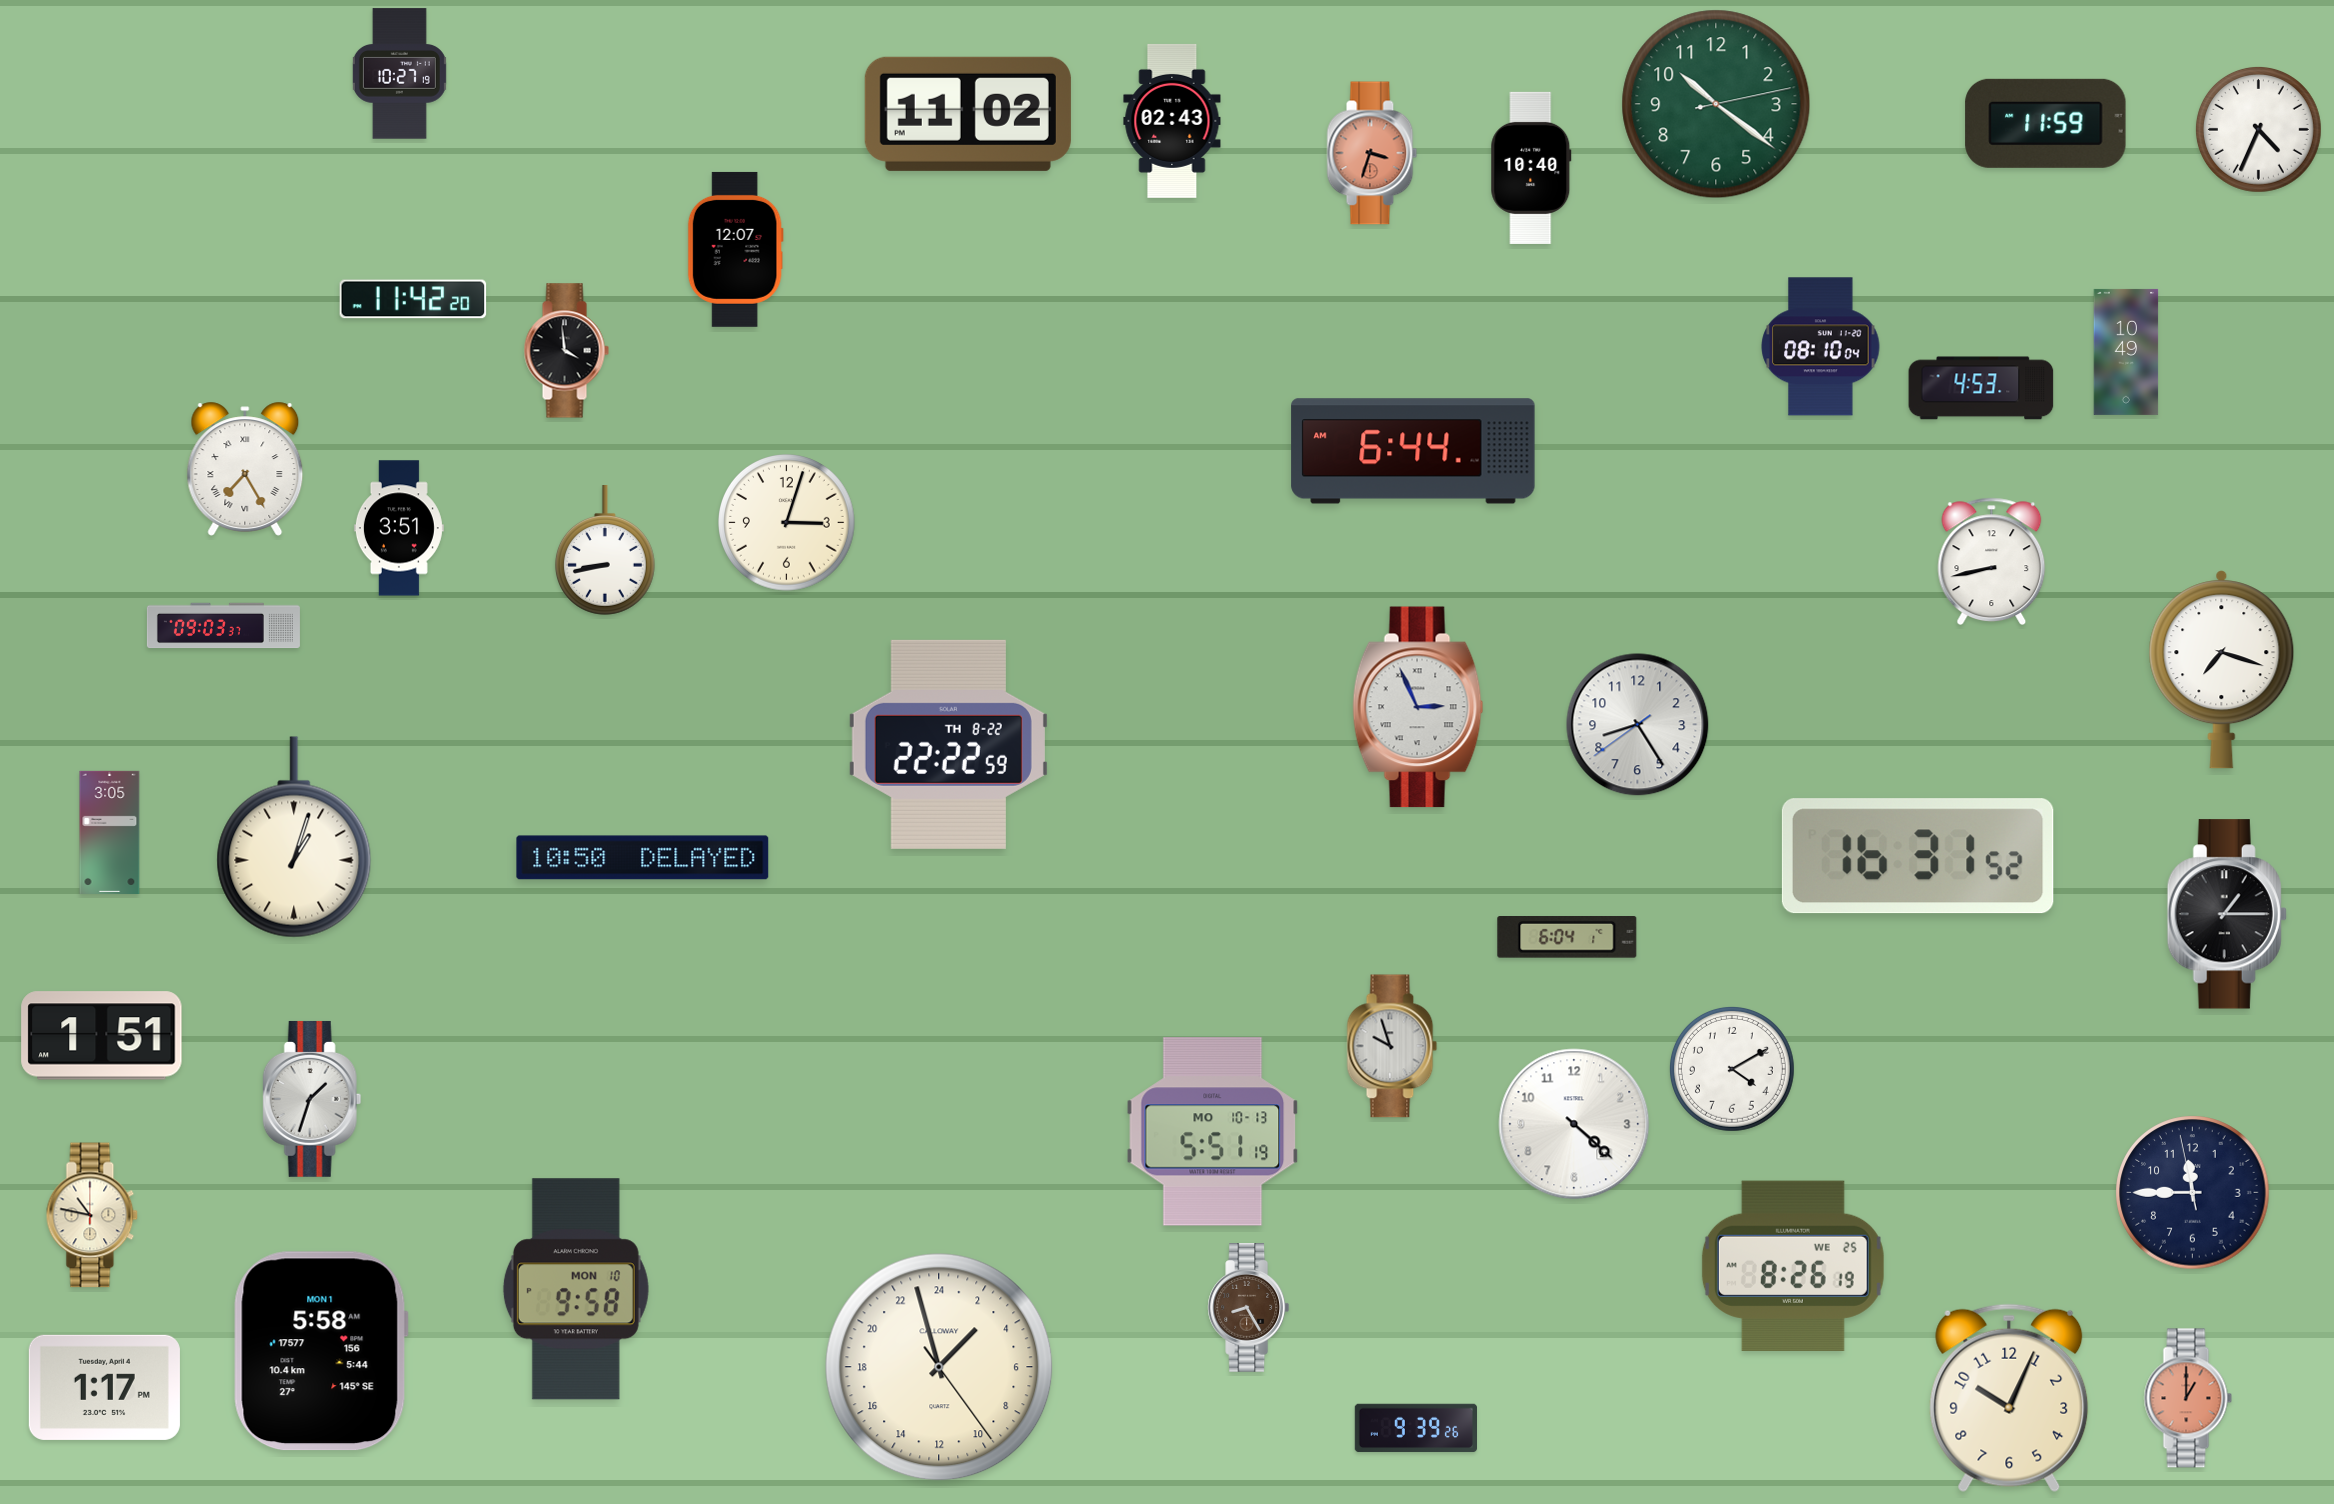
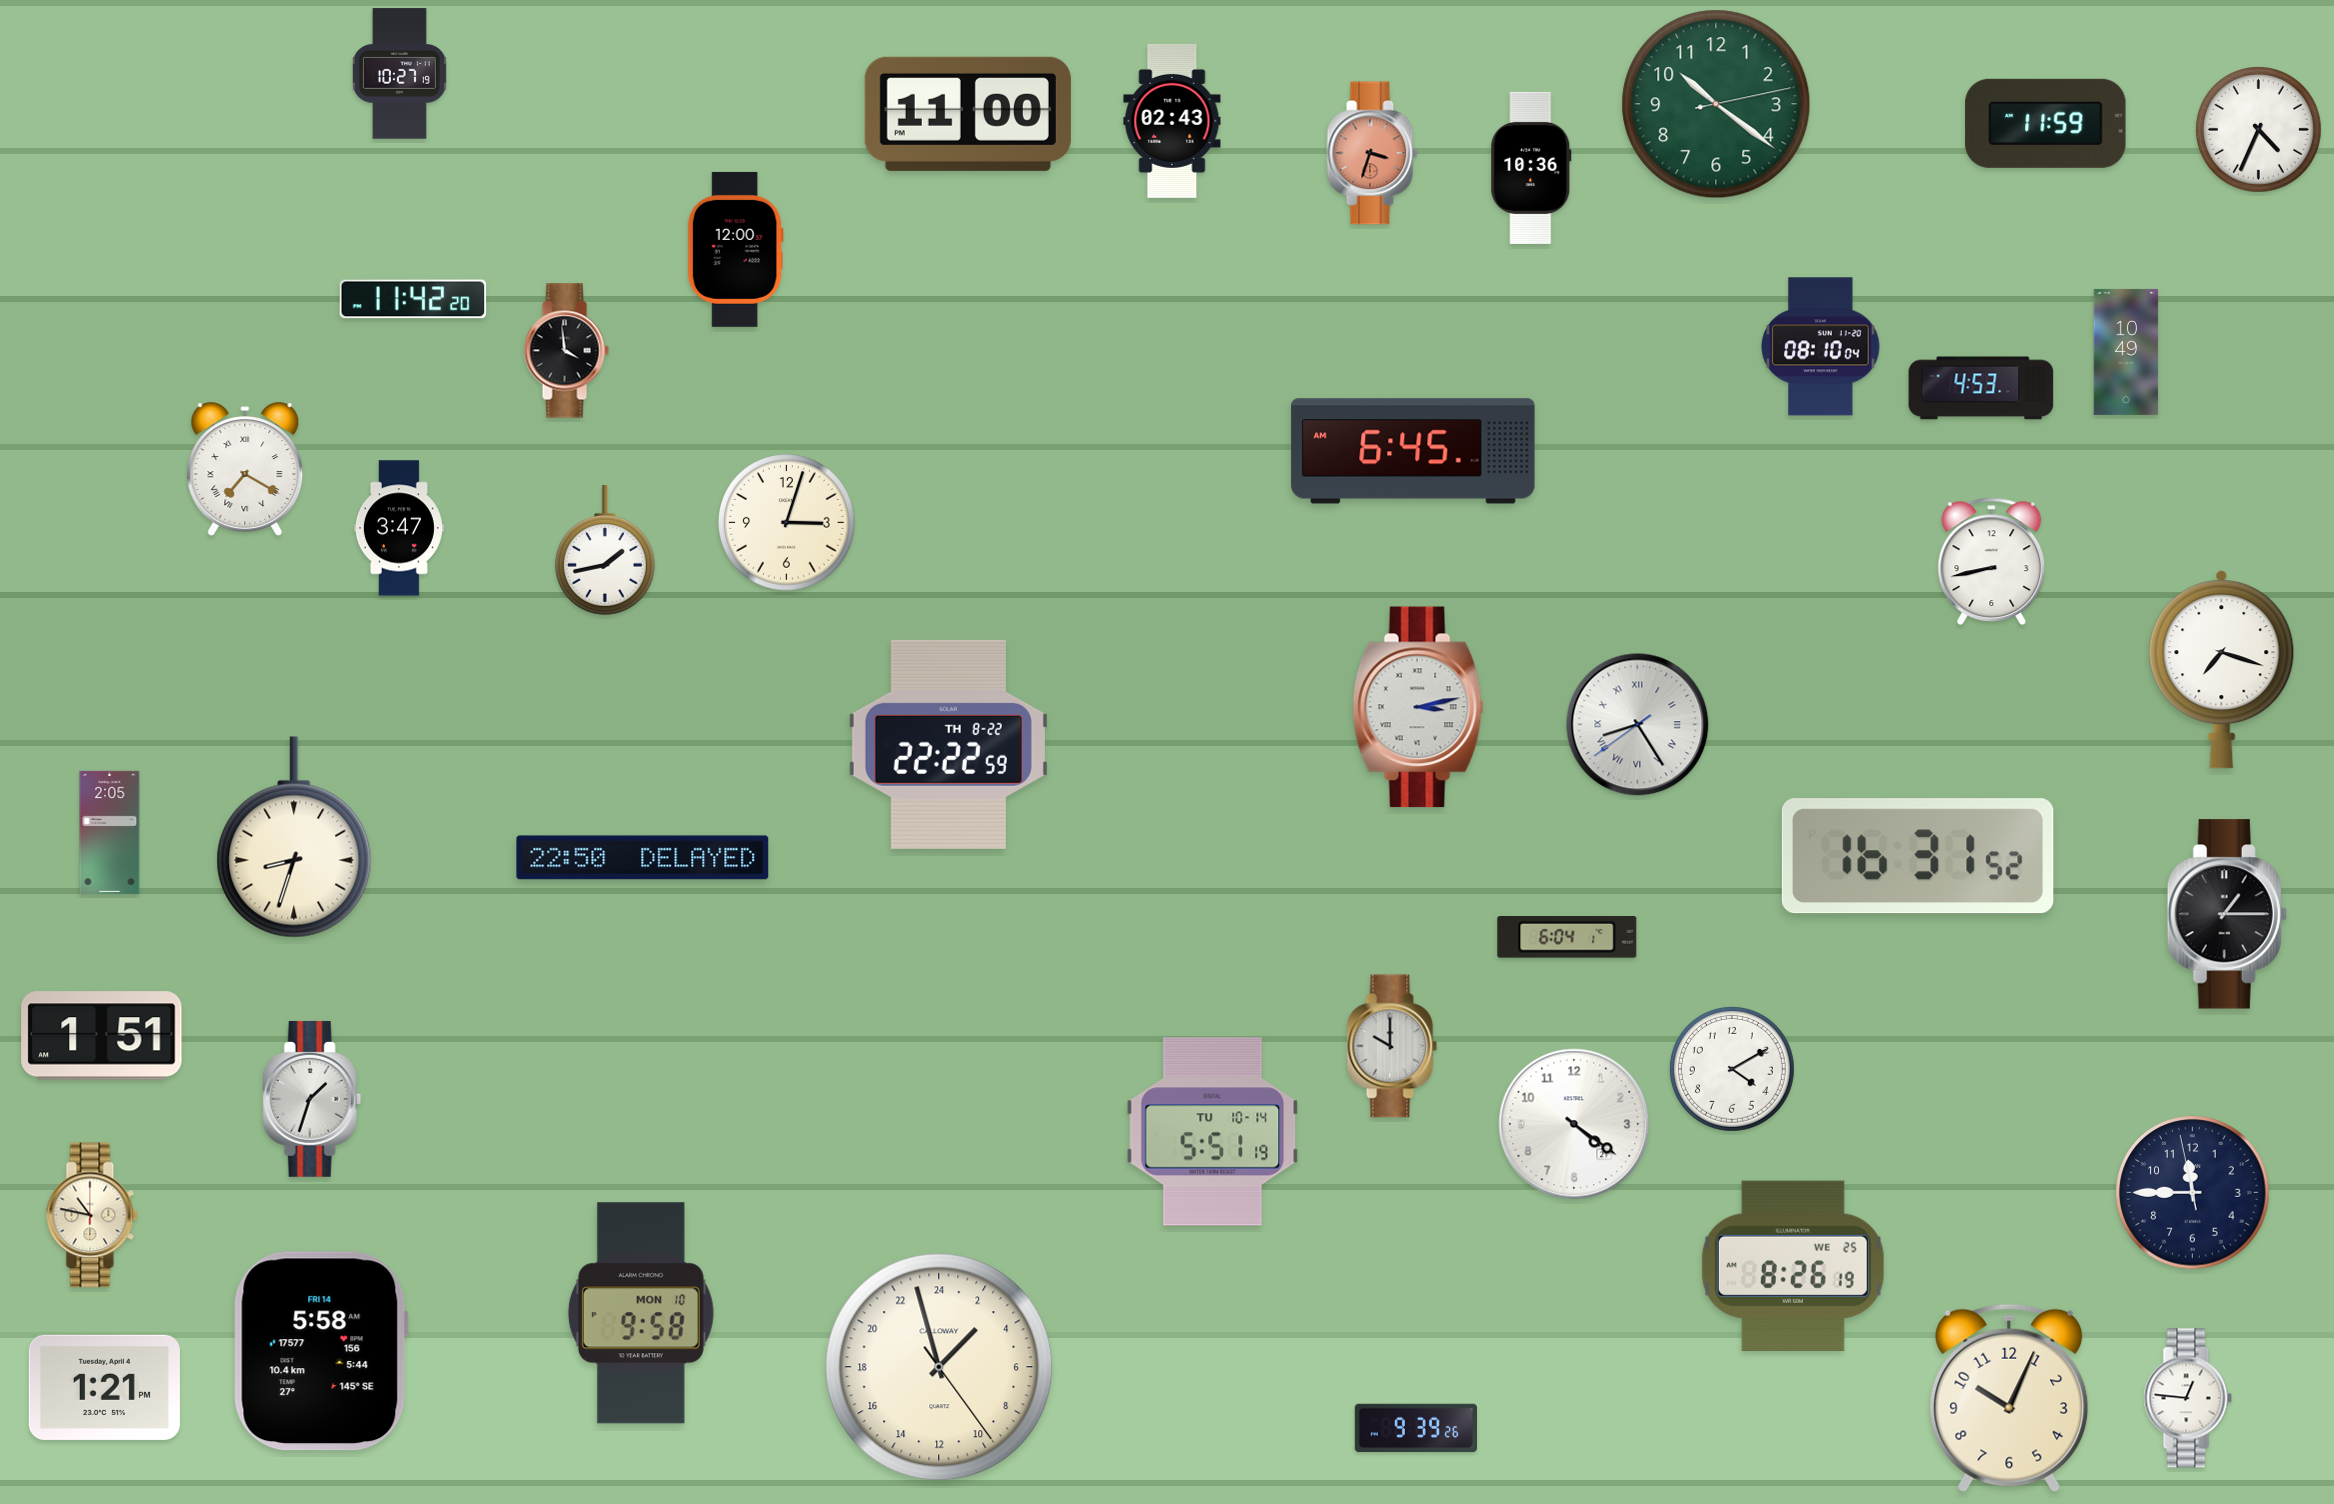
clock at (968, 114): 11:02 -> 11:00
clock at (1531, 168): 10:40 -> 10:36
clock at (735, 249): 12:07 -> 12:00
clock at (1413, 451): 6:44 -> 6:45
clock at (245, 469): 7:25 -> 7:20
clock at (399, 528): 3:51 -> 3:47
clock at (605, 550): 8:43 -> 1:43
clock at (223, 626): 09:03 -> none
clock at (1418, 707): 2:56 -> 3:13
clock at (1638, 725) numerals: Arabic -> Roman
clock at (110, 832): 3:05 -> 2:05
clock at (294, 837): 1:03 -> 8:33
clock at (643, 858): 10:50 -> 22:50
clock at (1392, 1046): 9:57 -> 10:00
clock at (1574, 1124): 4:22 -> 4:21
clock at (1213, 1132) date: MO 10-13 -> TU 10-14
clock at (576, 1289) position: (576, 1289) -> (641, 1313)
clock at (1249, 1308): 8:25 -> none
clock at (321, 1351) date: MON 1 -> FRI 14
clock at (104, 1387): 1:17 -> 1:21
clock at (2188, 1398): 1:00 -> 12:46
clock at (2188, 1398) dial: salmon -> white
